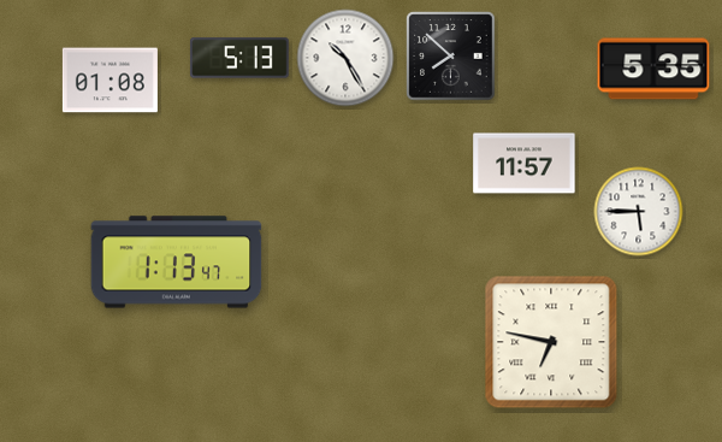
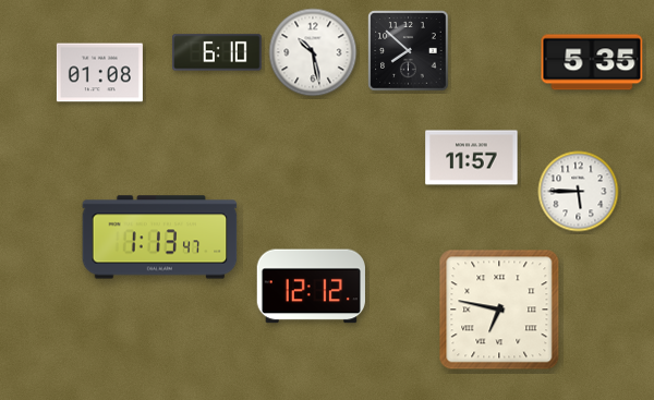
clock at (241, 58): 5:13 -> 6:10
clock at (345, 58): 10:25 -> 10:28
clock at (525, 164) position: (525, 164) -> (472, 158)
clock at (311, 287): none -> 12:12
